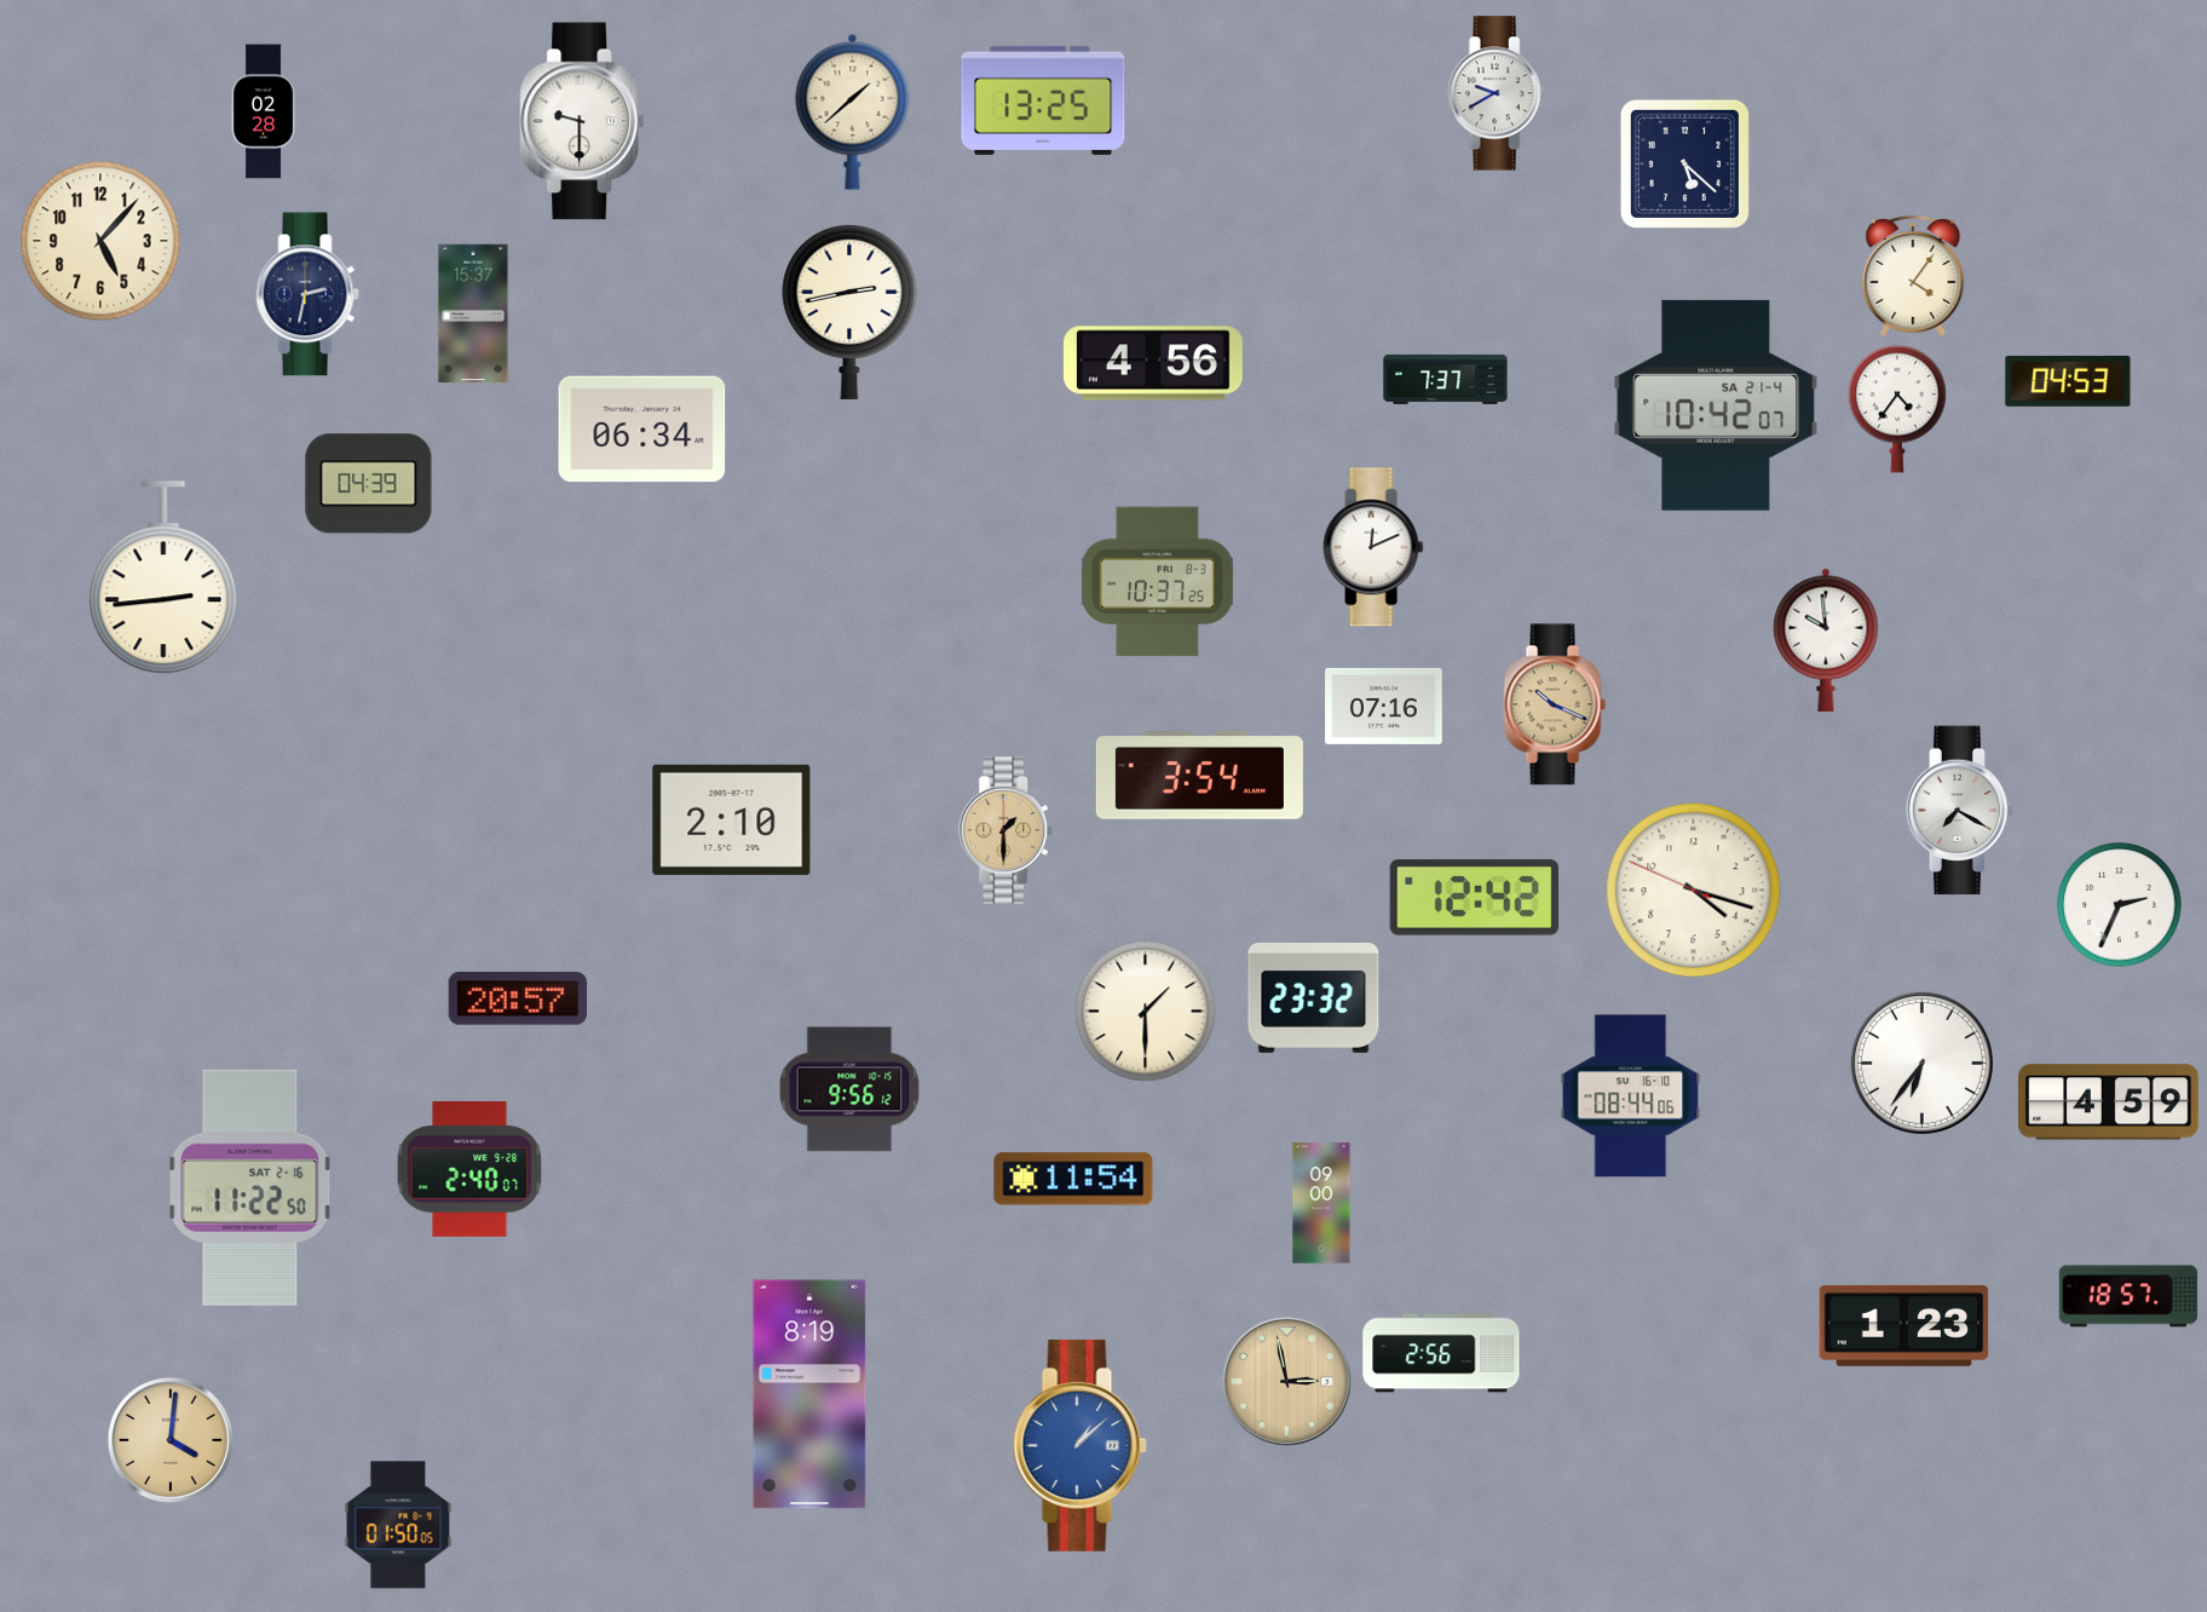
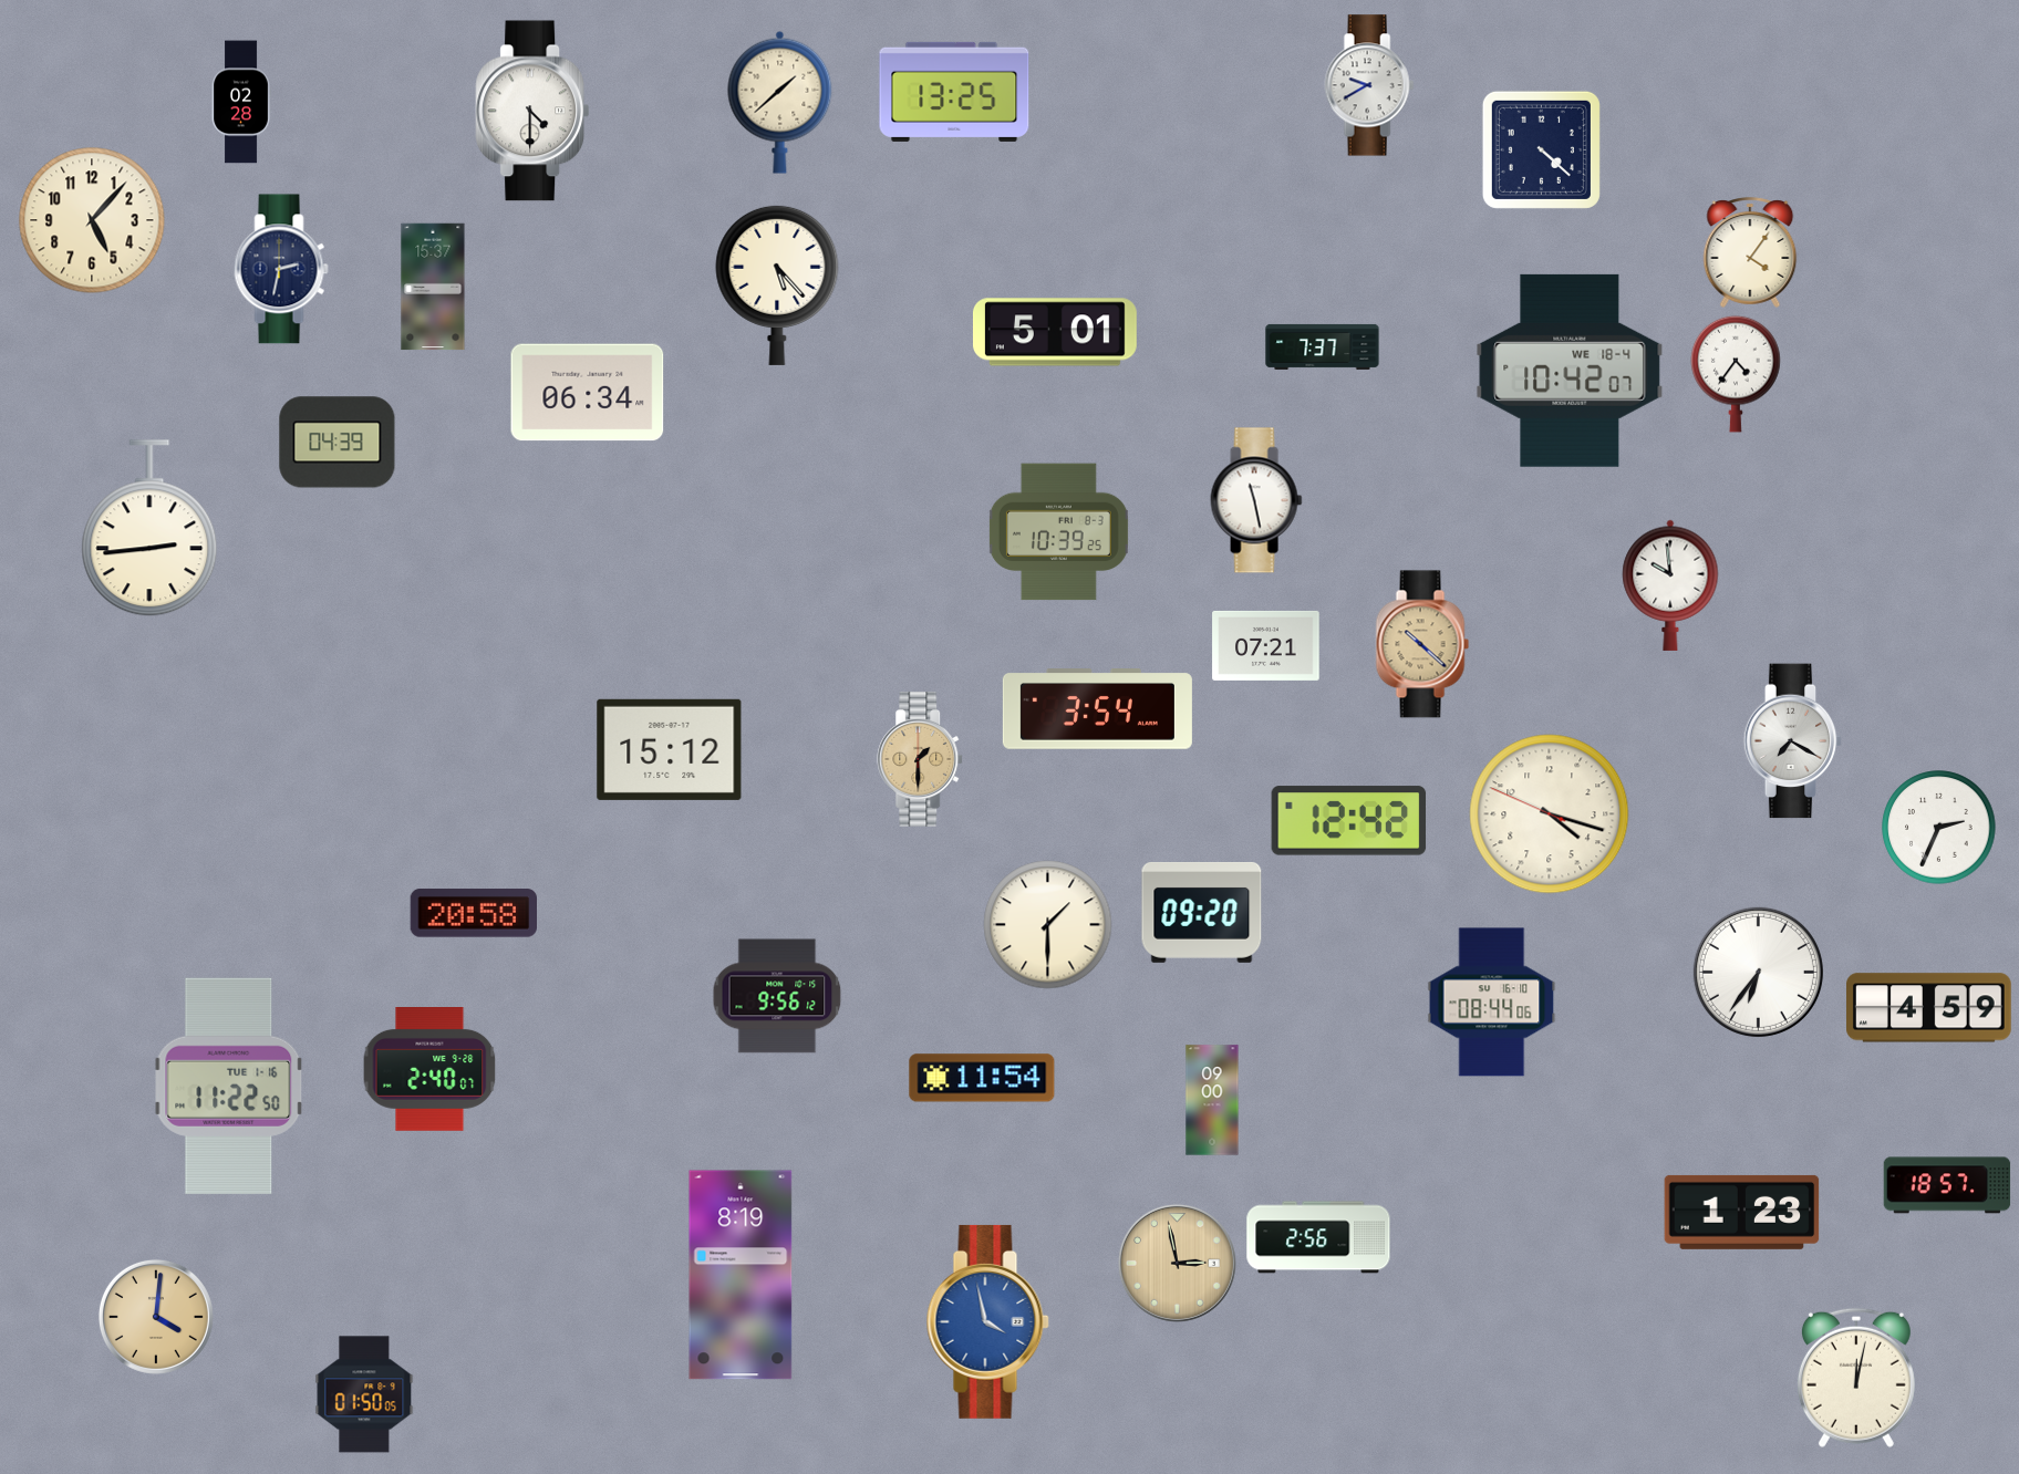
clock at (581, 121): 9:30 -> 4:30
clock at (1684, 163): 5:22 -> 4:22
clock at (849, 311): 2:43 -> 5:23
clock at (1153, 363): 4:56 -> 5:01
clock at (2068, 382): 04:53 -> none
clock at (1716, 405) date: SA 21-4 -> WE 18-4
clock at (1373, 547): 12:11 -> 11:28
clock at (1157, 582): 10:37 -> 10:39
clock at (1555, 704): 10:19 -> 10:22
clock at (1384, 706): 07:16 -> 07:21
clock at (732, 819): 2:10 -> 15:12
clock at (517, 998): 20:57 -> 20:58
clock at (1314, 998): 23:32 -> 09:20
clock at (250, 1187) date: SAT 2-16 -> TUE 1-16
clock at (1321, 1203) position: (1321, 1203) -> (1212, 1100)
clock at (1079, 1445): 1:08 -> 3:58
clock at (1856, 1378): none -> 12:02
